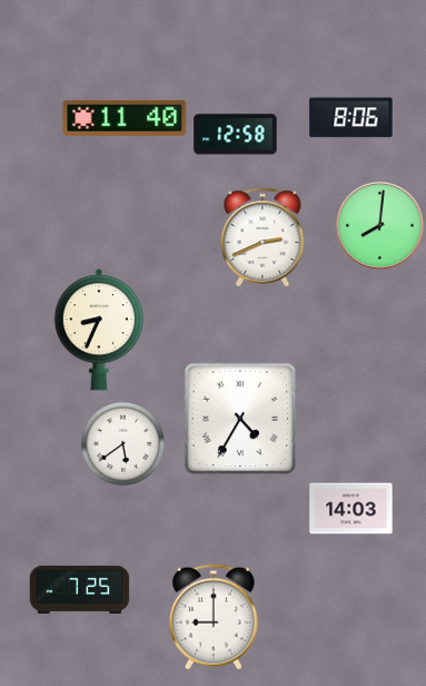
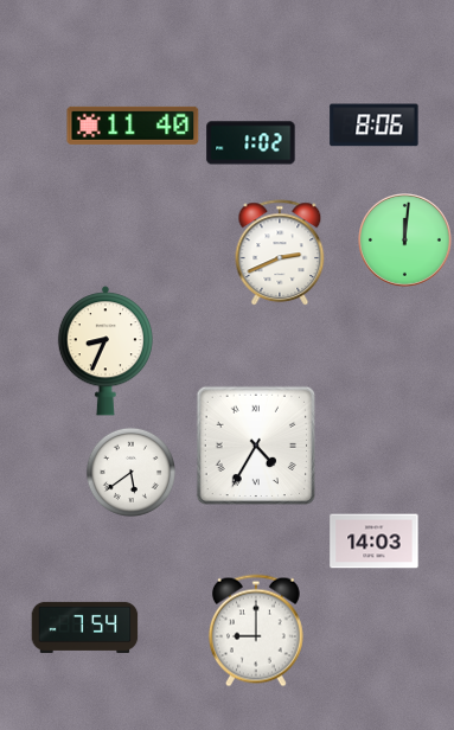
clock at (236, 135): 12:58 -> 1:02
clock at (380, 226): 8:01 -> 12:01
clock at (80, 589): 7:25 -> 7:54
clock at (214, 617) position: (214, 617) -> (256, 630)
